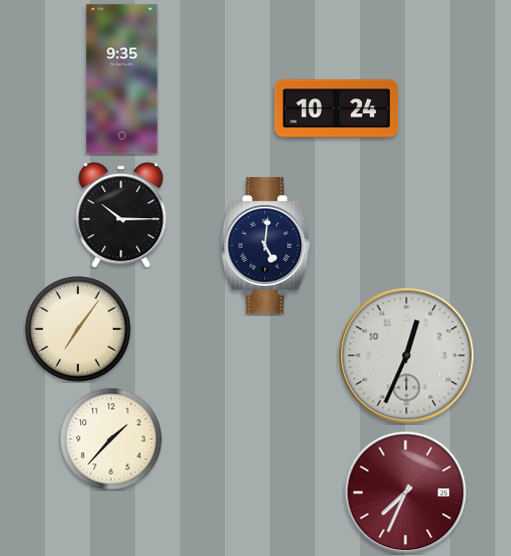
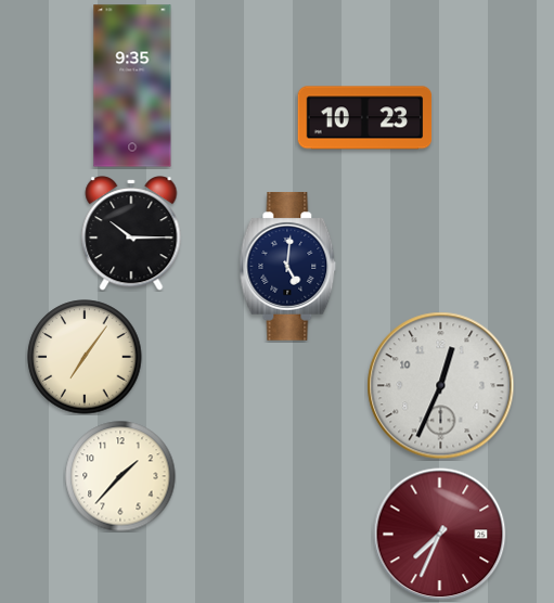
clock at (337, 109): 10:24 -> 10:23
